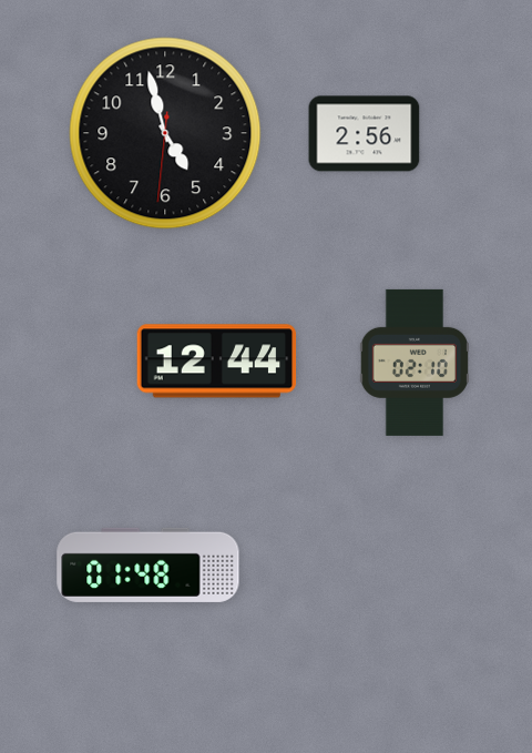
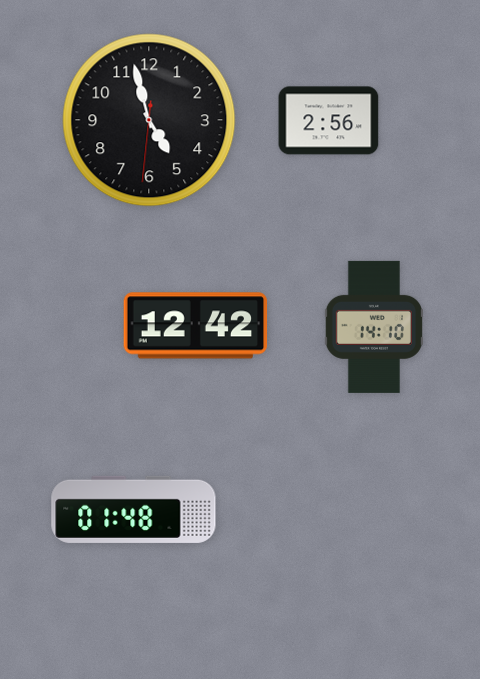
clock at (217, 362): 12:44 -> 12:42
clock at (415, 363): 02:10 -> 14:10
